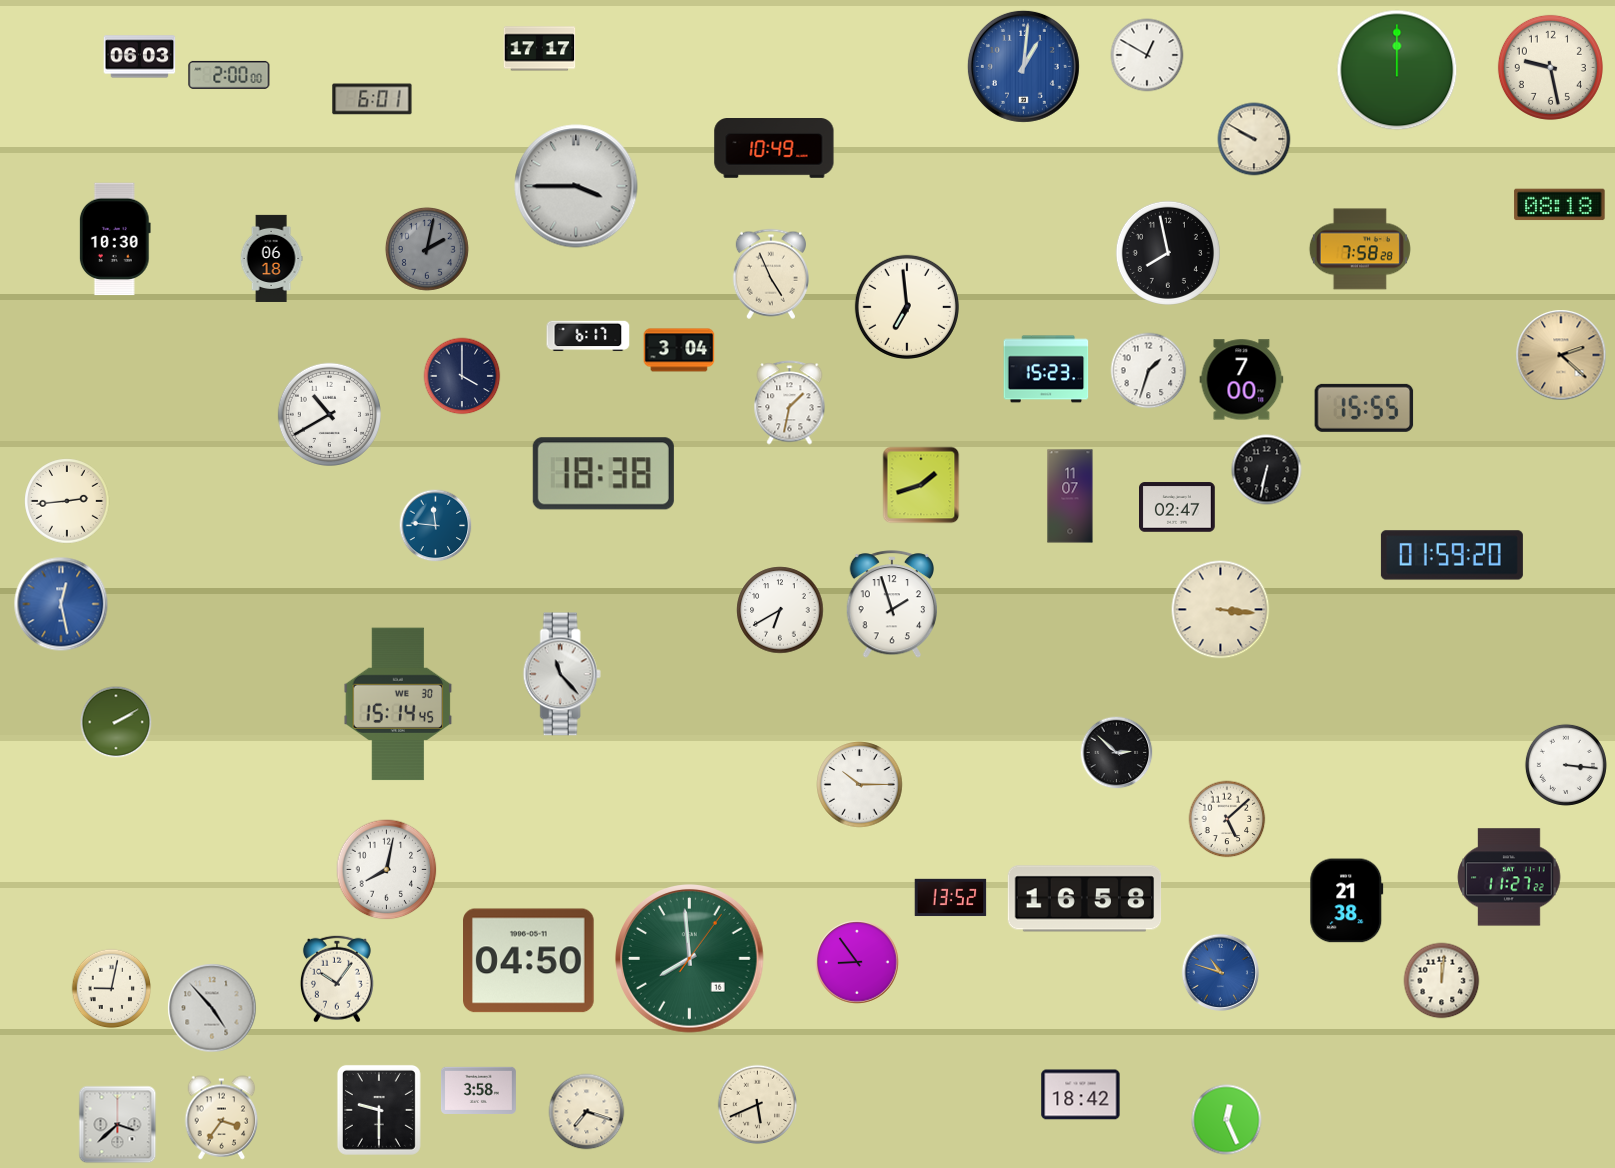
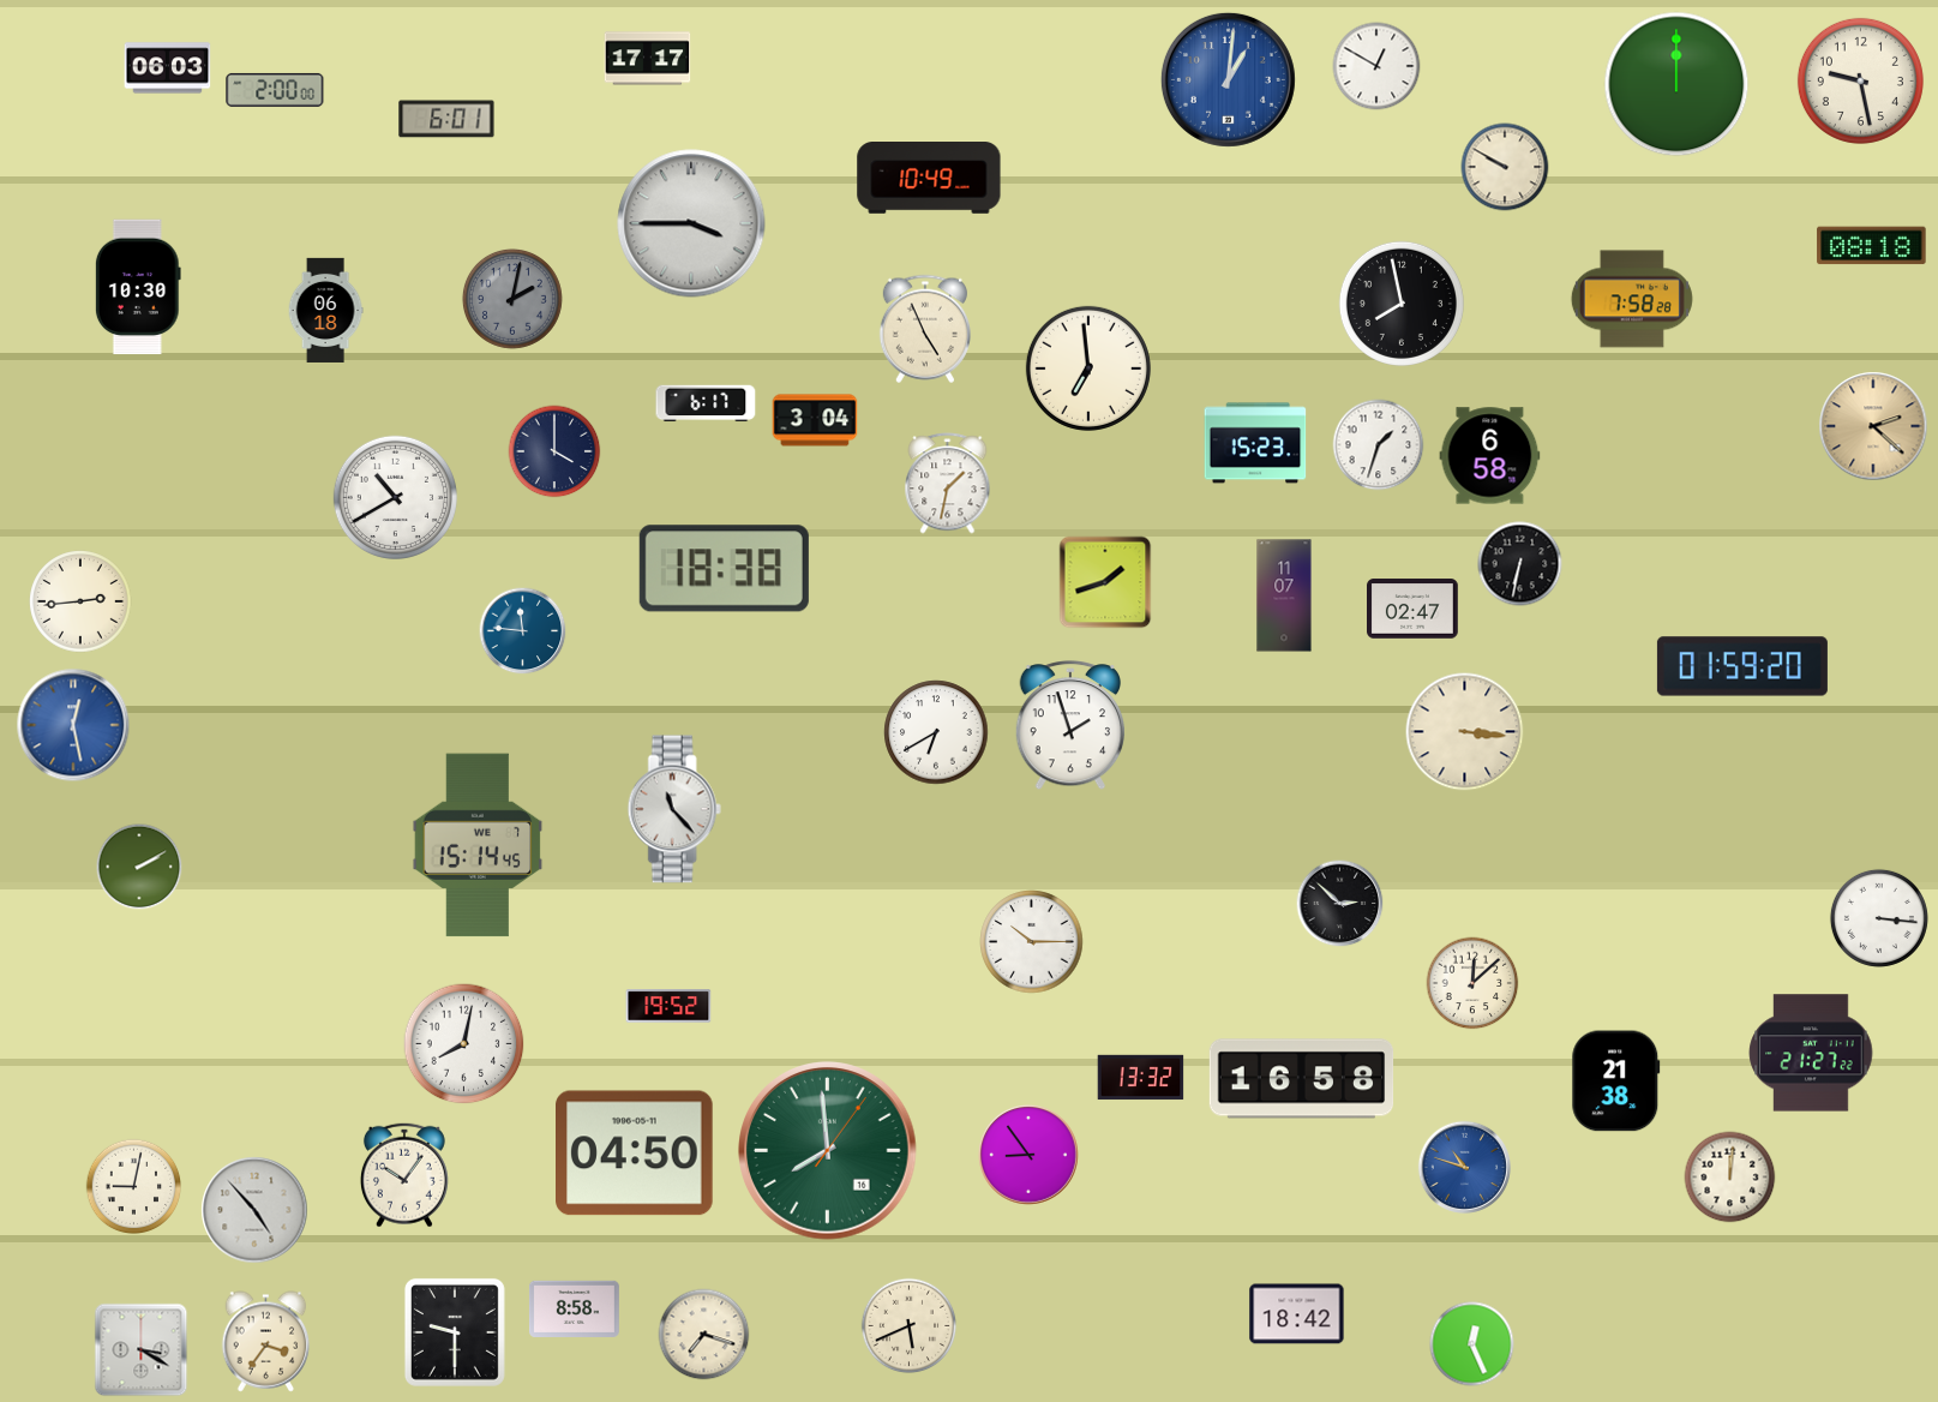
clock at (1242, 380): 7:00 -> 6:58
clock at (1364, 408): 15:55 -> none
clock at (398, 704) date: WE 30 -> WE 7
clock at (1227, 819): 5:08 -> 12:08
clock at (668, 1006): none -> 19:52
clock at (1509, 877): 11:27 -> 21:27
clock at (951, 898): 13:52 -> 13:32
clock at (478, 1090): 3:58 -> 8:58
clock at (118, 1125): 3:38 -> 3:20
